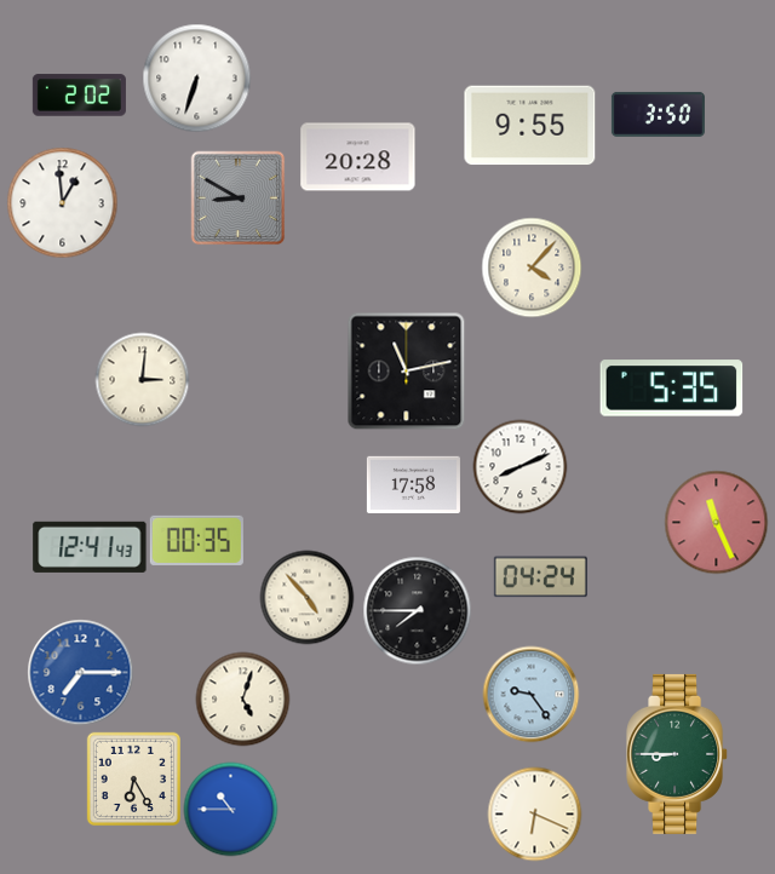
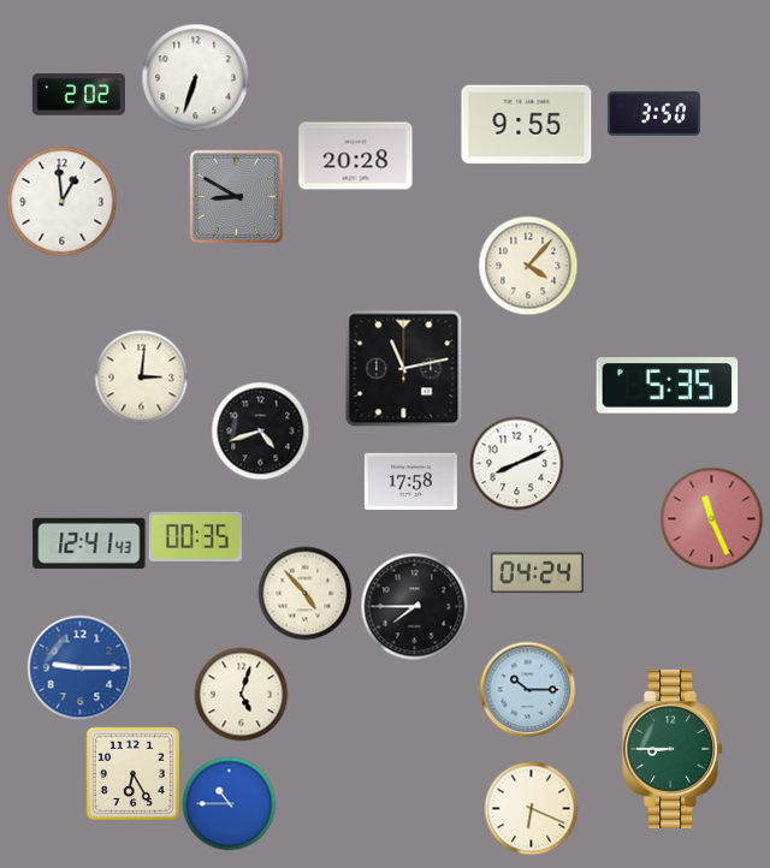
clock at (260, 430): none -> 4:42
clock at (80, 672): 7:15 -> 9:15
clock at (530, 694): 9:24 -> 10:15
